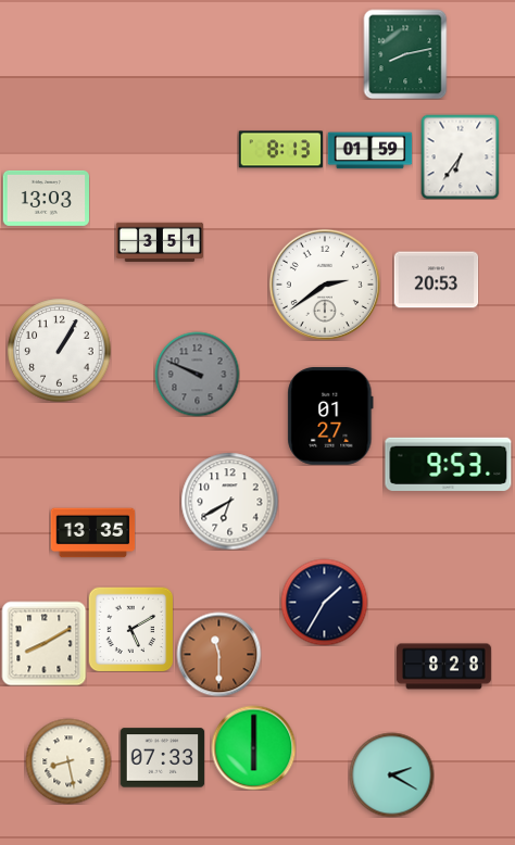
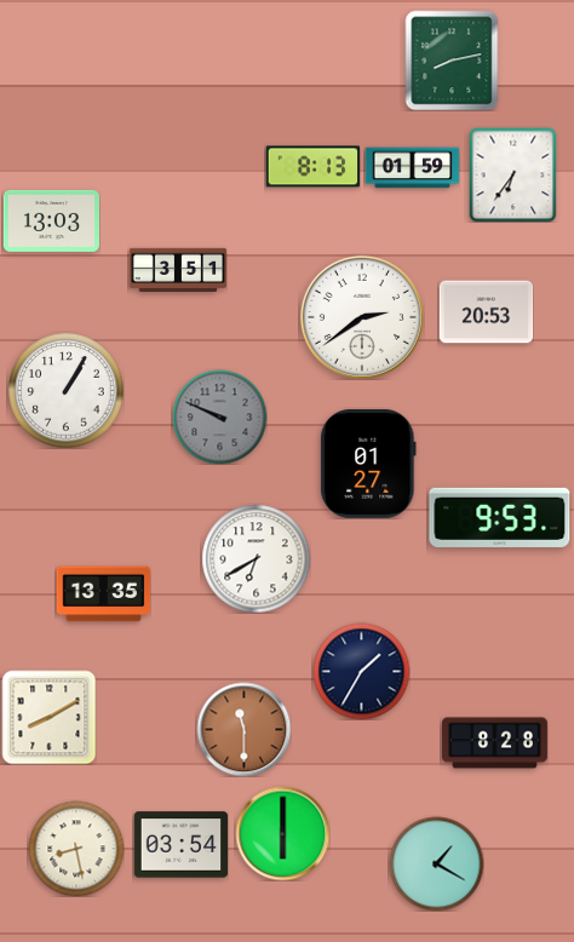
clock at (130, 629): 5:10 -> none
clock at (162, 758): 07:33 -> 03:54
clock at (391, 774): 2:20 -> 1:20
